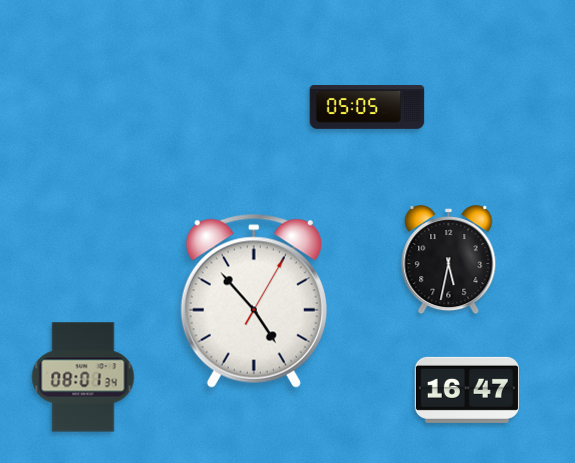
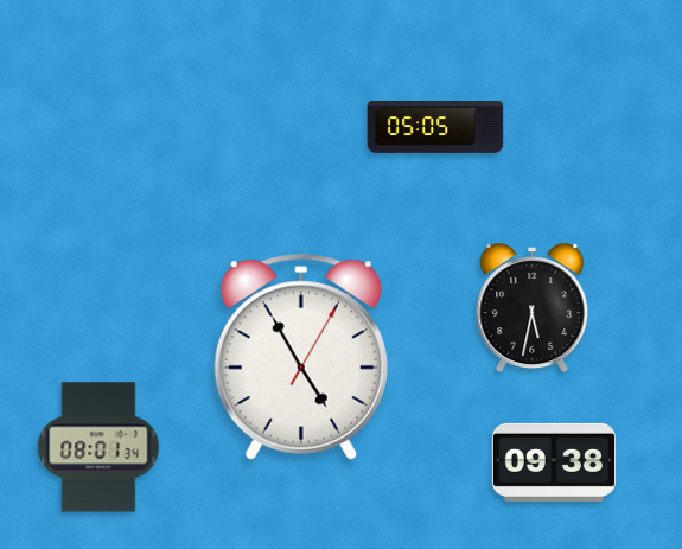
clock at (254, 301): 4:53 -> 4:55
clock at (467, 390): 16:47 -> 09:38
